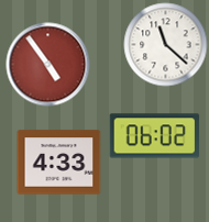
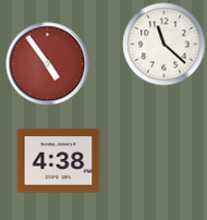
clock at (155, 136): 06:02 -> none
clock at (59, 163): 4:33 -> 4:38
